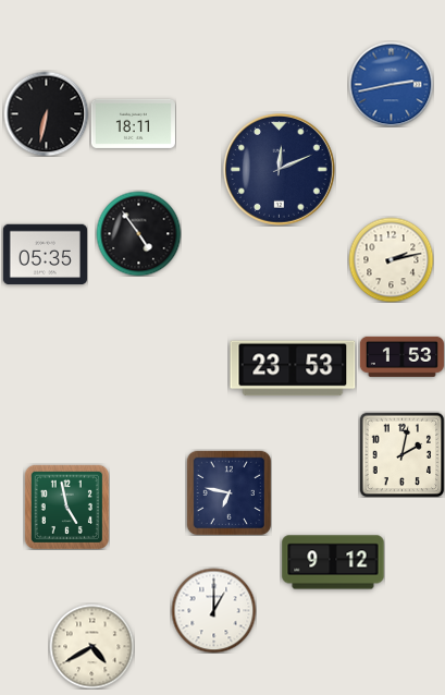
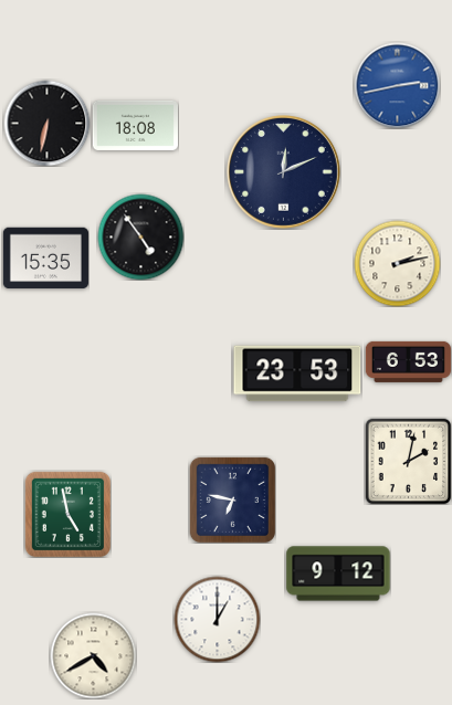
clock at (46, 113) position: (46, 113) -> (46, 123)
clock at (133, 123): 18:11 -> 18:08
clock at (45, 255): 05:35 -> 15:35
clock at (401, 356): 1:53 -> 6:53
clock at (333, 562) position: (333, 562) -> (338, 574)
